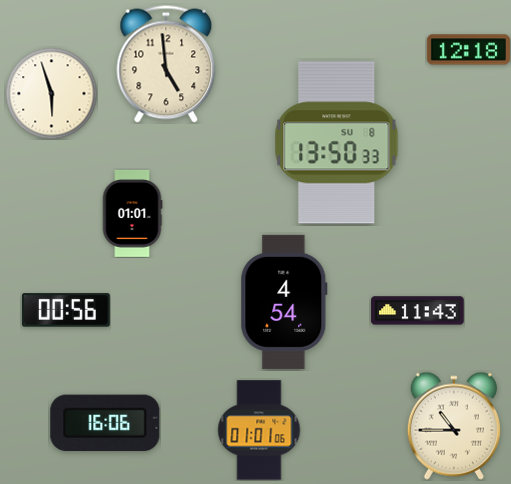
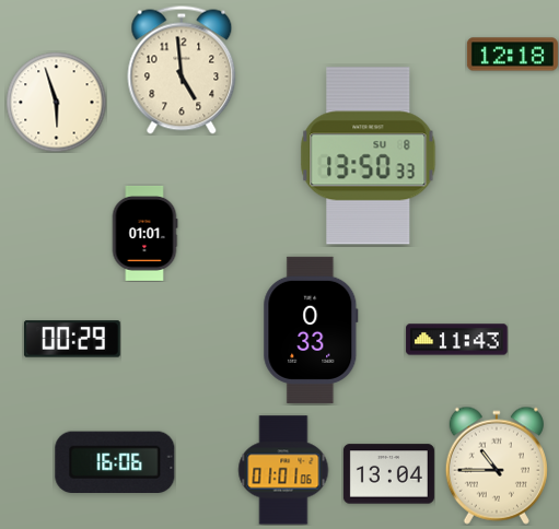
clock at (284, 302): 4:54 -> 0:33
clock at (66, 310): 00:56 -> 00:29
clock at (388, 474): none -> 13:04
